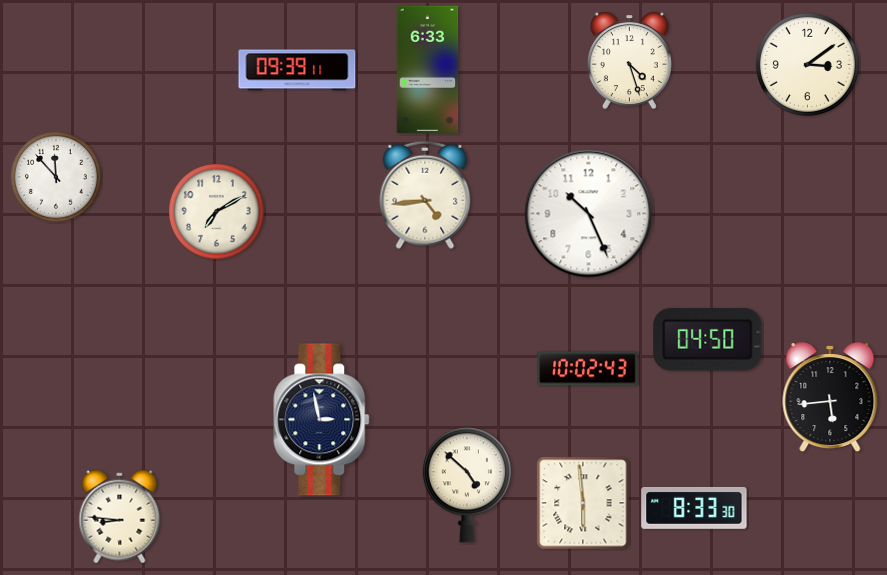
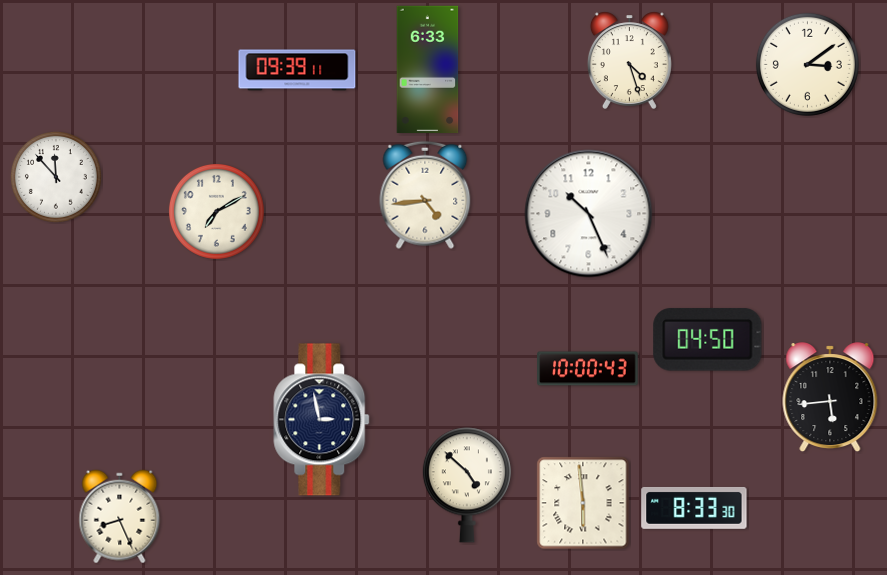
clock at (588, 369): 10:02 -> 10:00
clock at (120, 517): 8:46 -> 8:26
